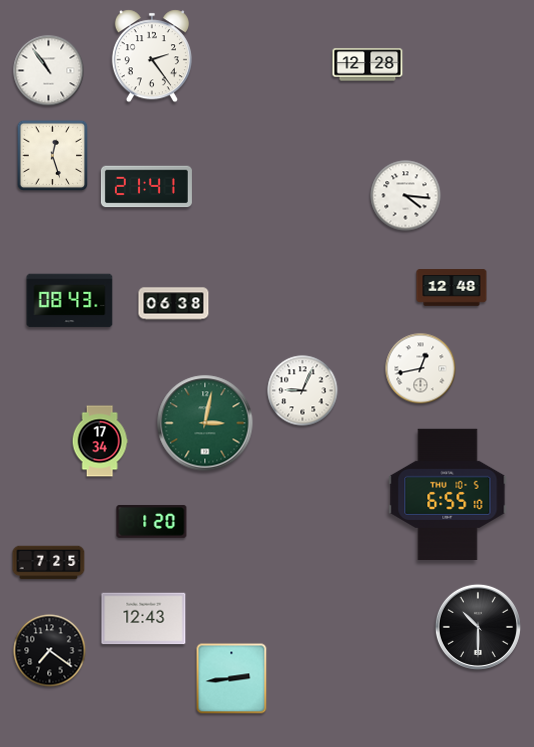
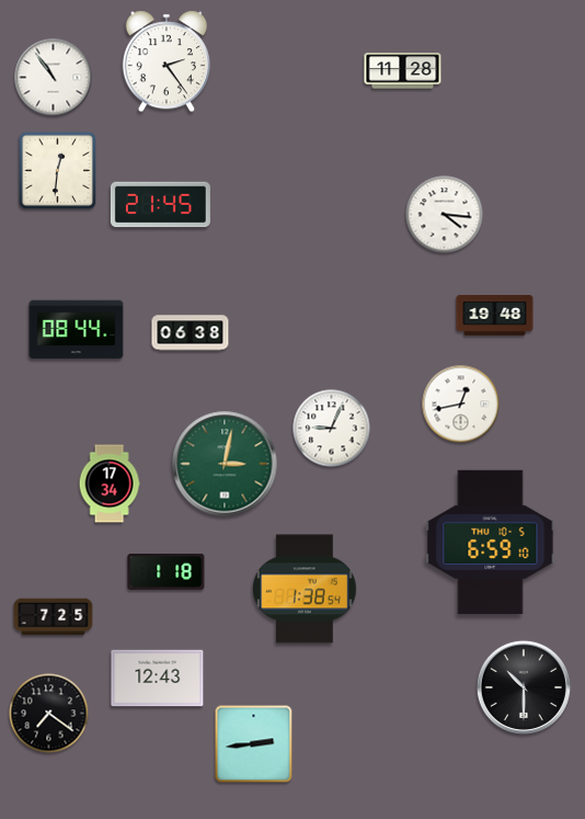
clock at (368, 65): 12:28 -> 11:28
clock at (53, 156): 12:27 -> 12:31
clock at (146, 187): 21:41 -> 21:45
clock at (452, 288): 12:48 -> 19:48
clock at (70, 301): 08:43 -> 08:44
clock at (448, 494): 6:55 -> 6:59
clock at (152, 521): 1:20 -> 1:18
clock at (305, 589): none -> 1:38
clock at (50, 651) position: (50, 651) -> (49, 714)
